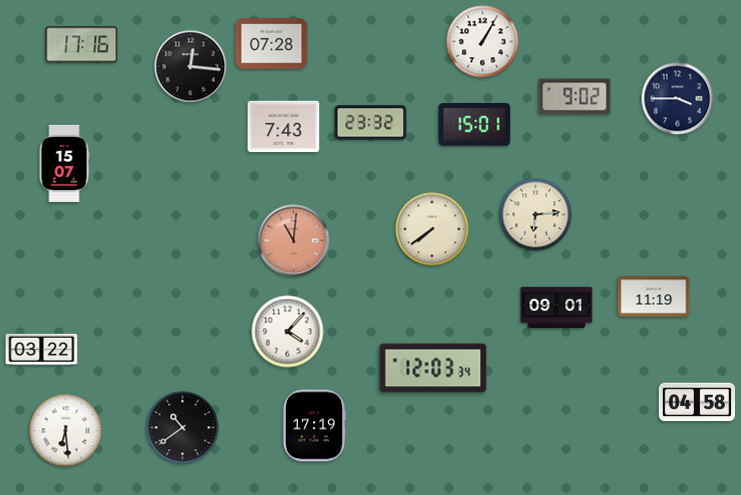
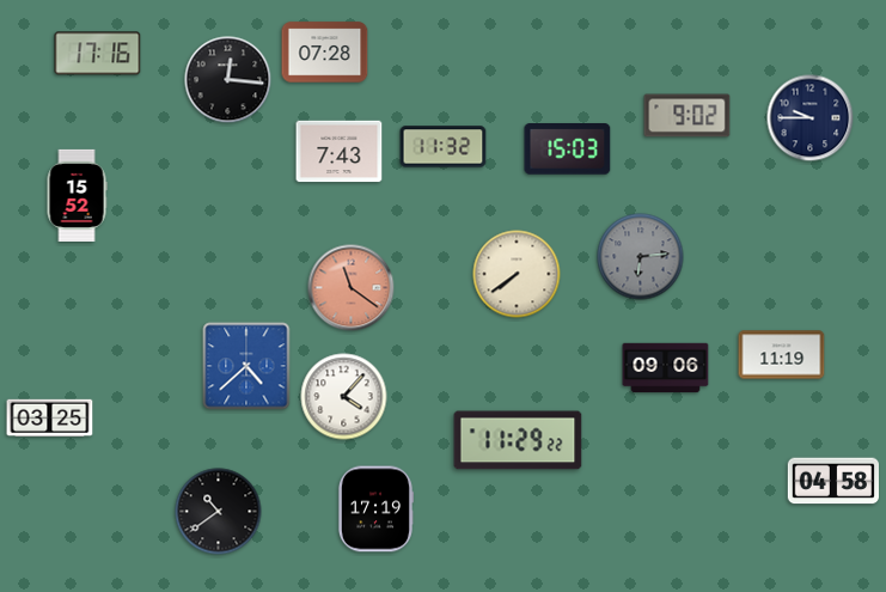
clock at (483, 42): 1:05 -> none
clock at (678, 99): 3:45 -> 9:45
clock at (371, 123): 23:32 -> 11:32
clock at (475, 125): 15:01 -> 15:03
clock at (64, 163): 15:07 -> 15:52
clock at (536, 215) dial: cream -> grey
clock at (294, 241): 11:01 -> 11:21
clock at (246, 366): none -> 4:38
clock at (557, 308): 09:01 -> 09:06
clock at (42, 350): 03:22 -> 03:25
clock at (433, 368): 12:03 -> 11:29
clock at (66, 431): 6:29 -> none
